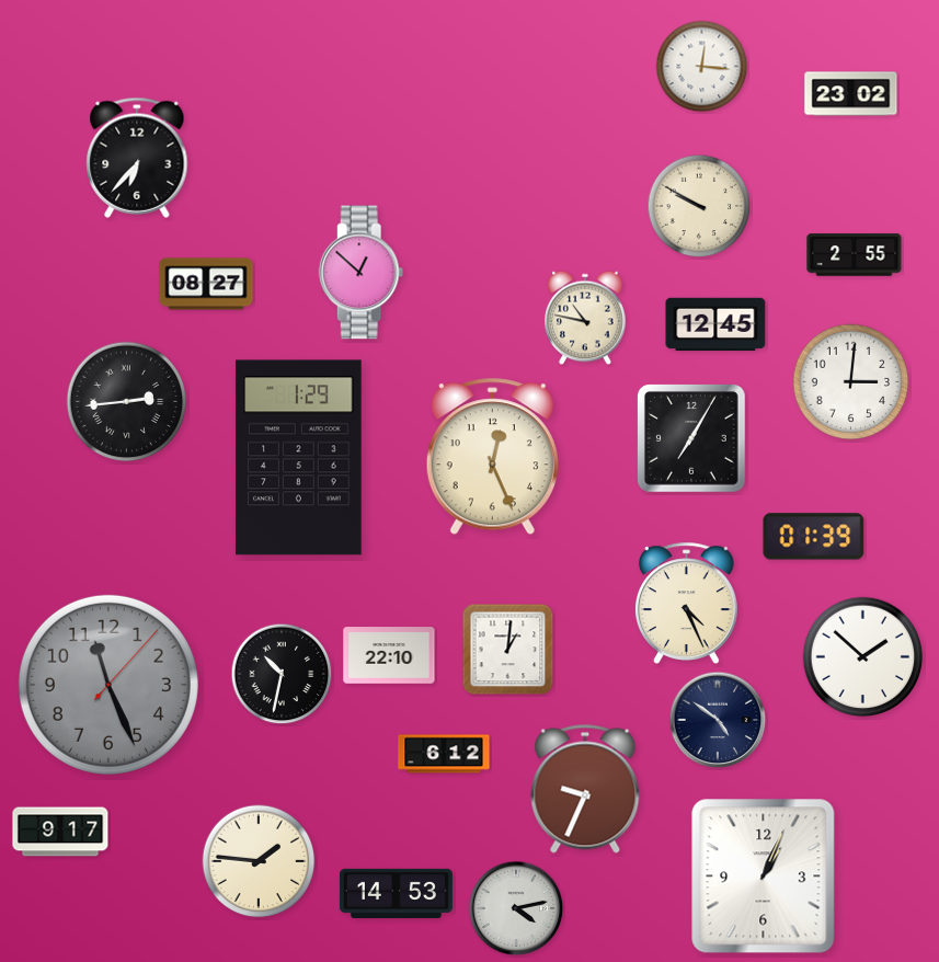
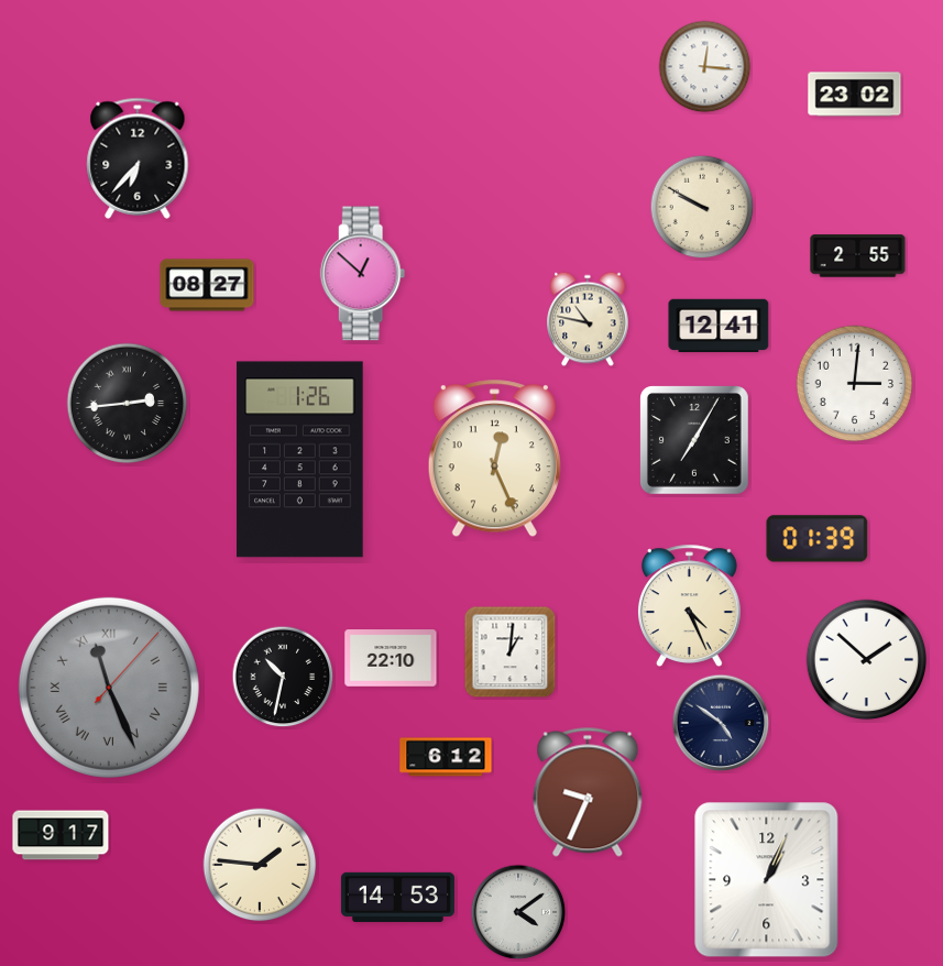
clock at (715, 324): 12:45 -> 12:41
clock at (299, 458): 1:29 -> 1:26
clock at (108, 685) numerals: Arabic -> Roman
clock at (516, 908): 4:13 -> 4:09
